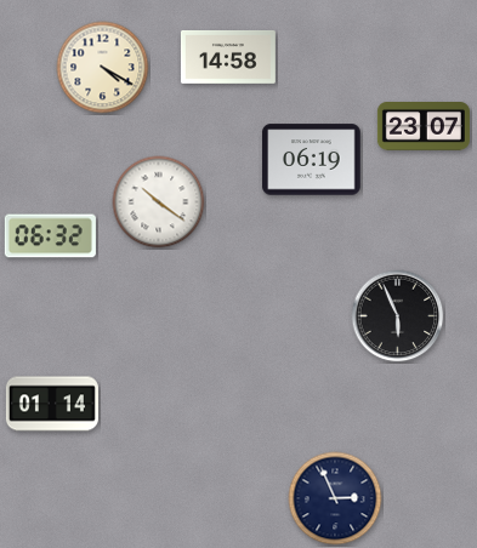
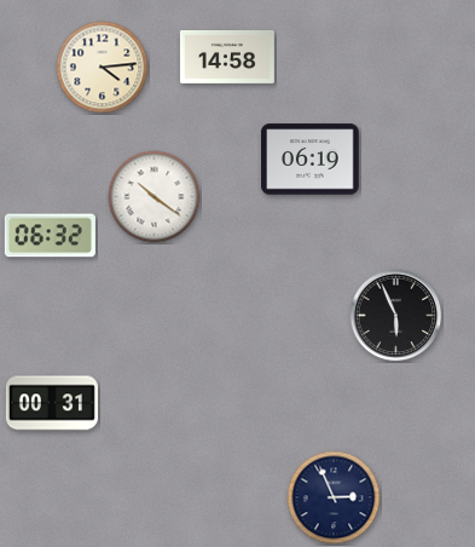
clock at (103, 68): 4:20 -> 4:14
clock at (424, 127): 23:07 -> none
clock at (159, 202) position: (159, 202) -> (155, 197)
clock at (52, 404): 01:14 -> 00:31
